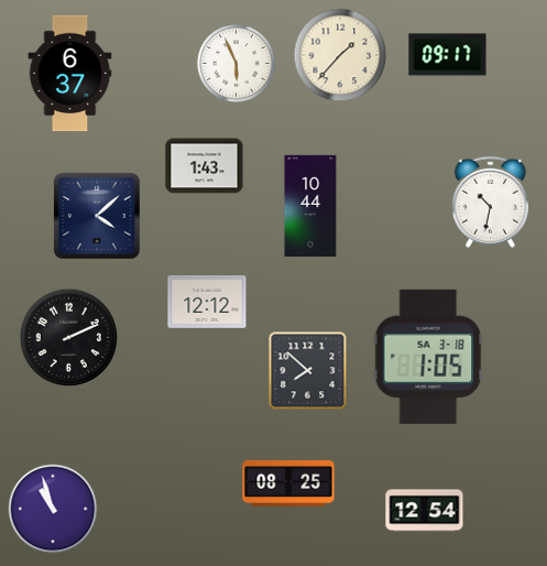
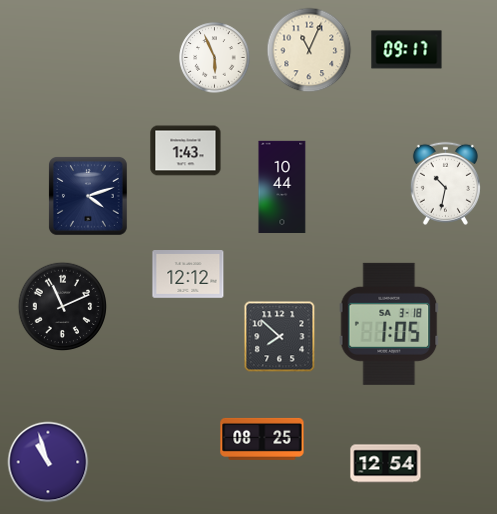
clock at (340, 55): 1:37 -> 11:04
clock at (70, 74): 6:37 -> none
clock at (97, 216): 4:08 -> 4:12
clock at (68, 337): 2:11 -> 11:11
